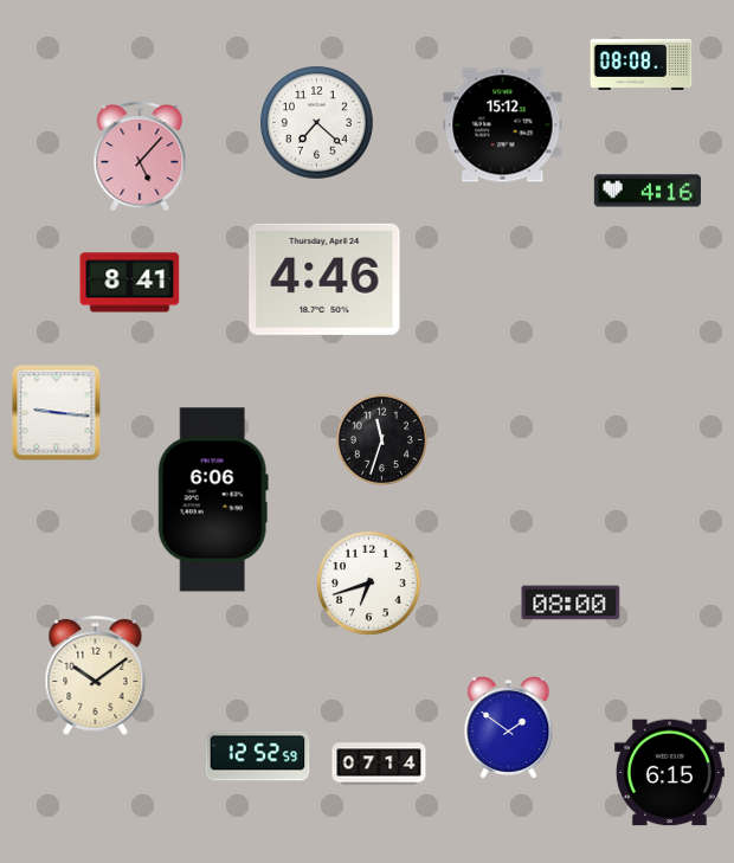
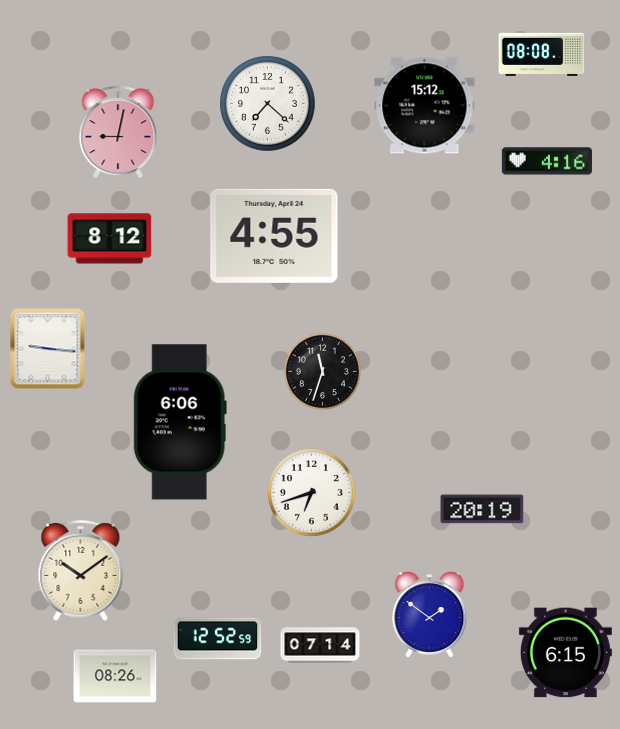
clock at (140, 156): 5:07 -> 9:02
clock at (324, 279): 4:46 -> 4:55
clock at (130, 283): 8:41 -> 8:12
clock at (571, 603): 08:00 -> 20:19
clock at (115, 676): none -> 08:26
